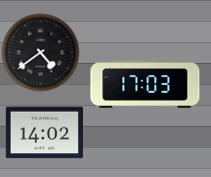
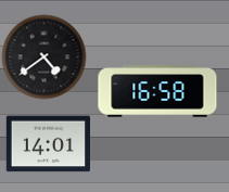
clock at (145, 84): 17:03 -> 16:58
clock at (44, 133): 14:02 -> 14:01
